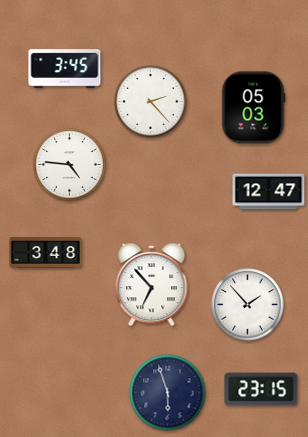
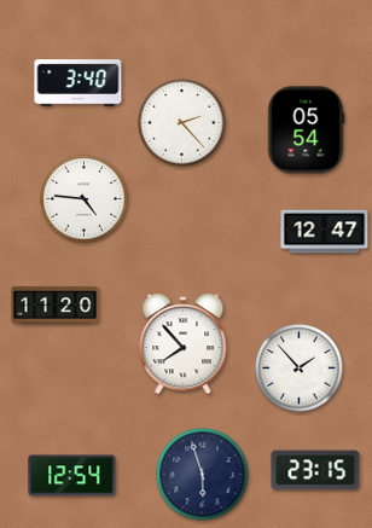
clock at (65, 69): 3:45 -> 3:40
clock at (253, 108): 05:03 -> 05:54
clock at (46, 252): 3:48 -> 11:20
clock at (152, 285): 6:53 -> 7:53
clock at (72, 476): none -> 12:54
